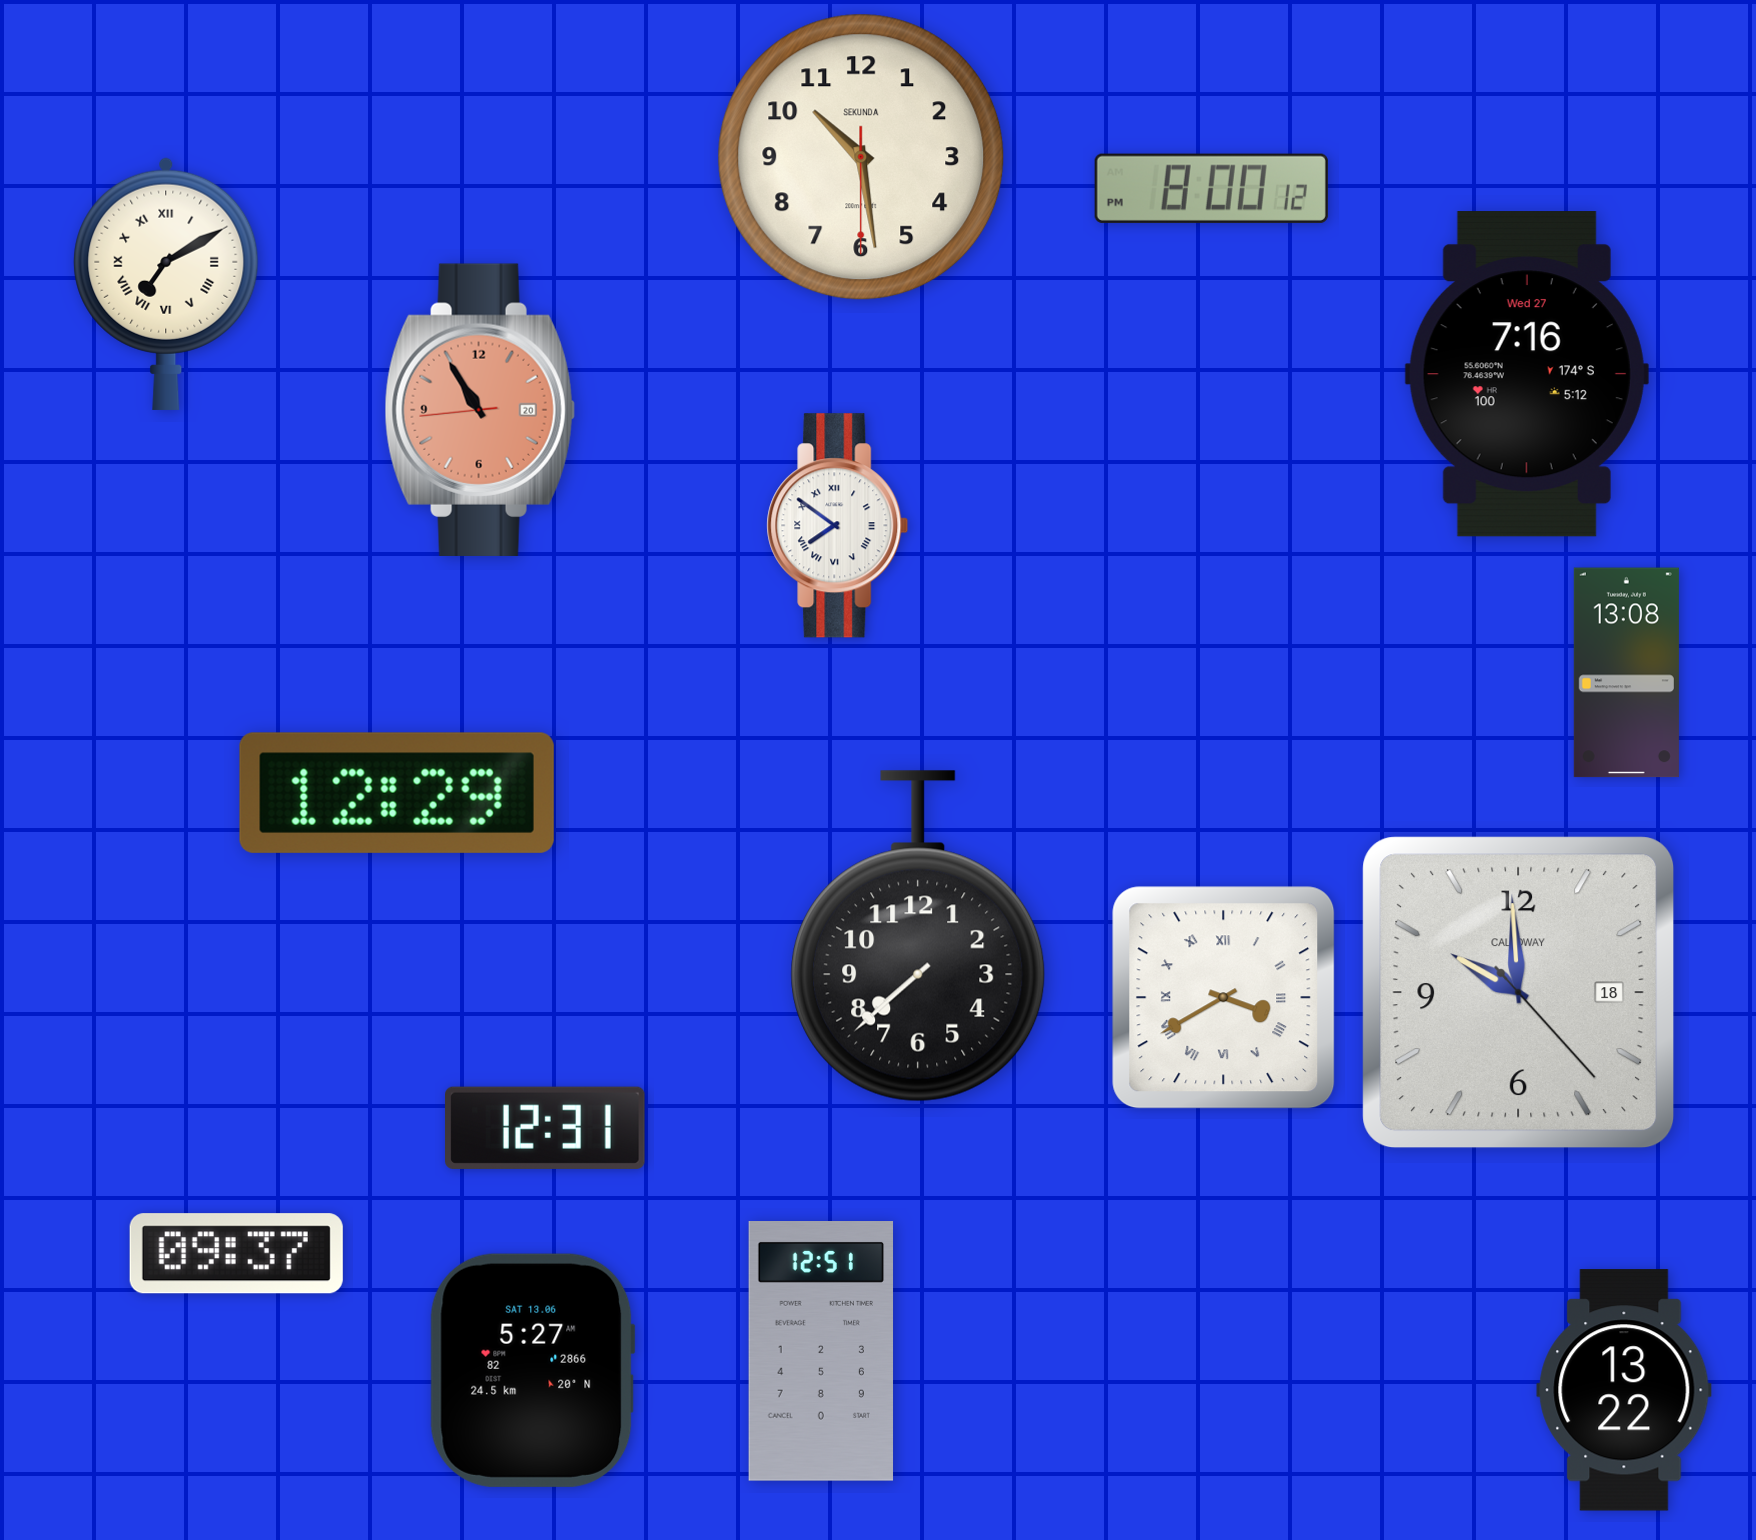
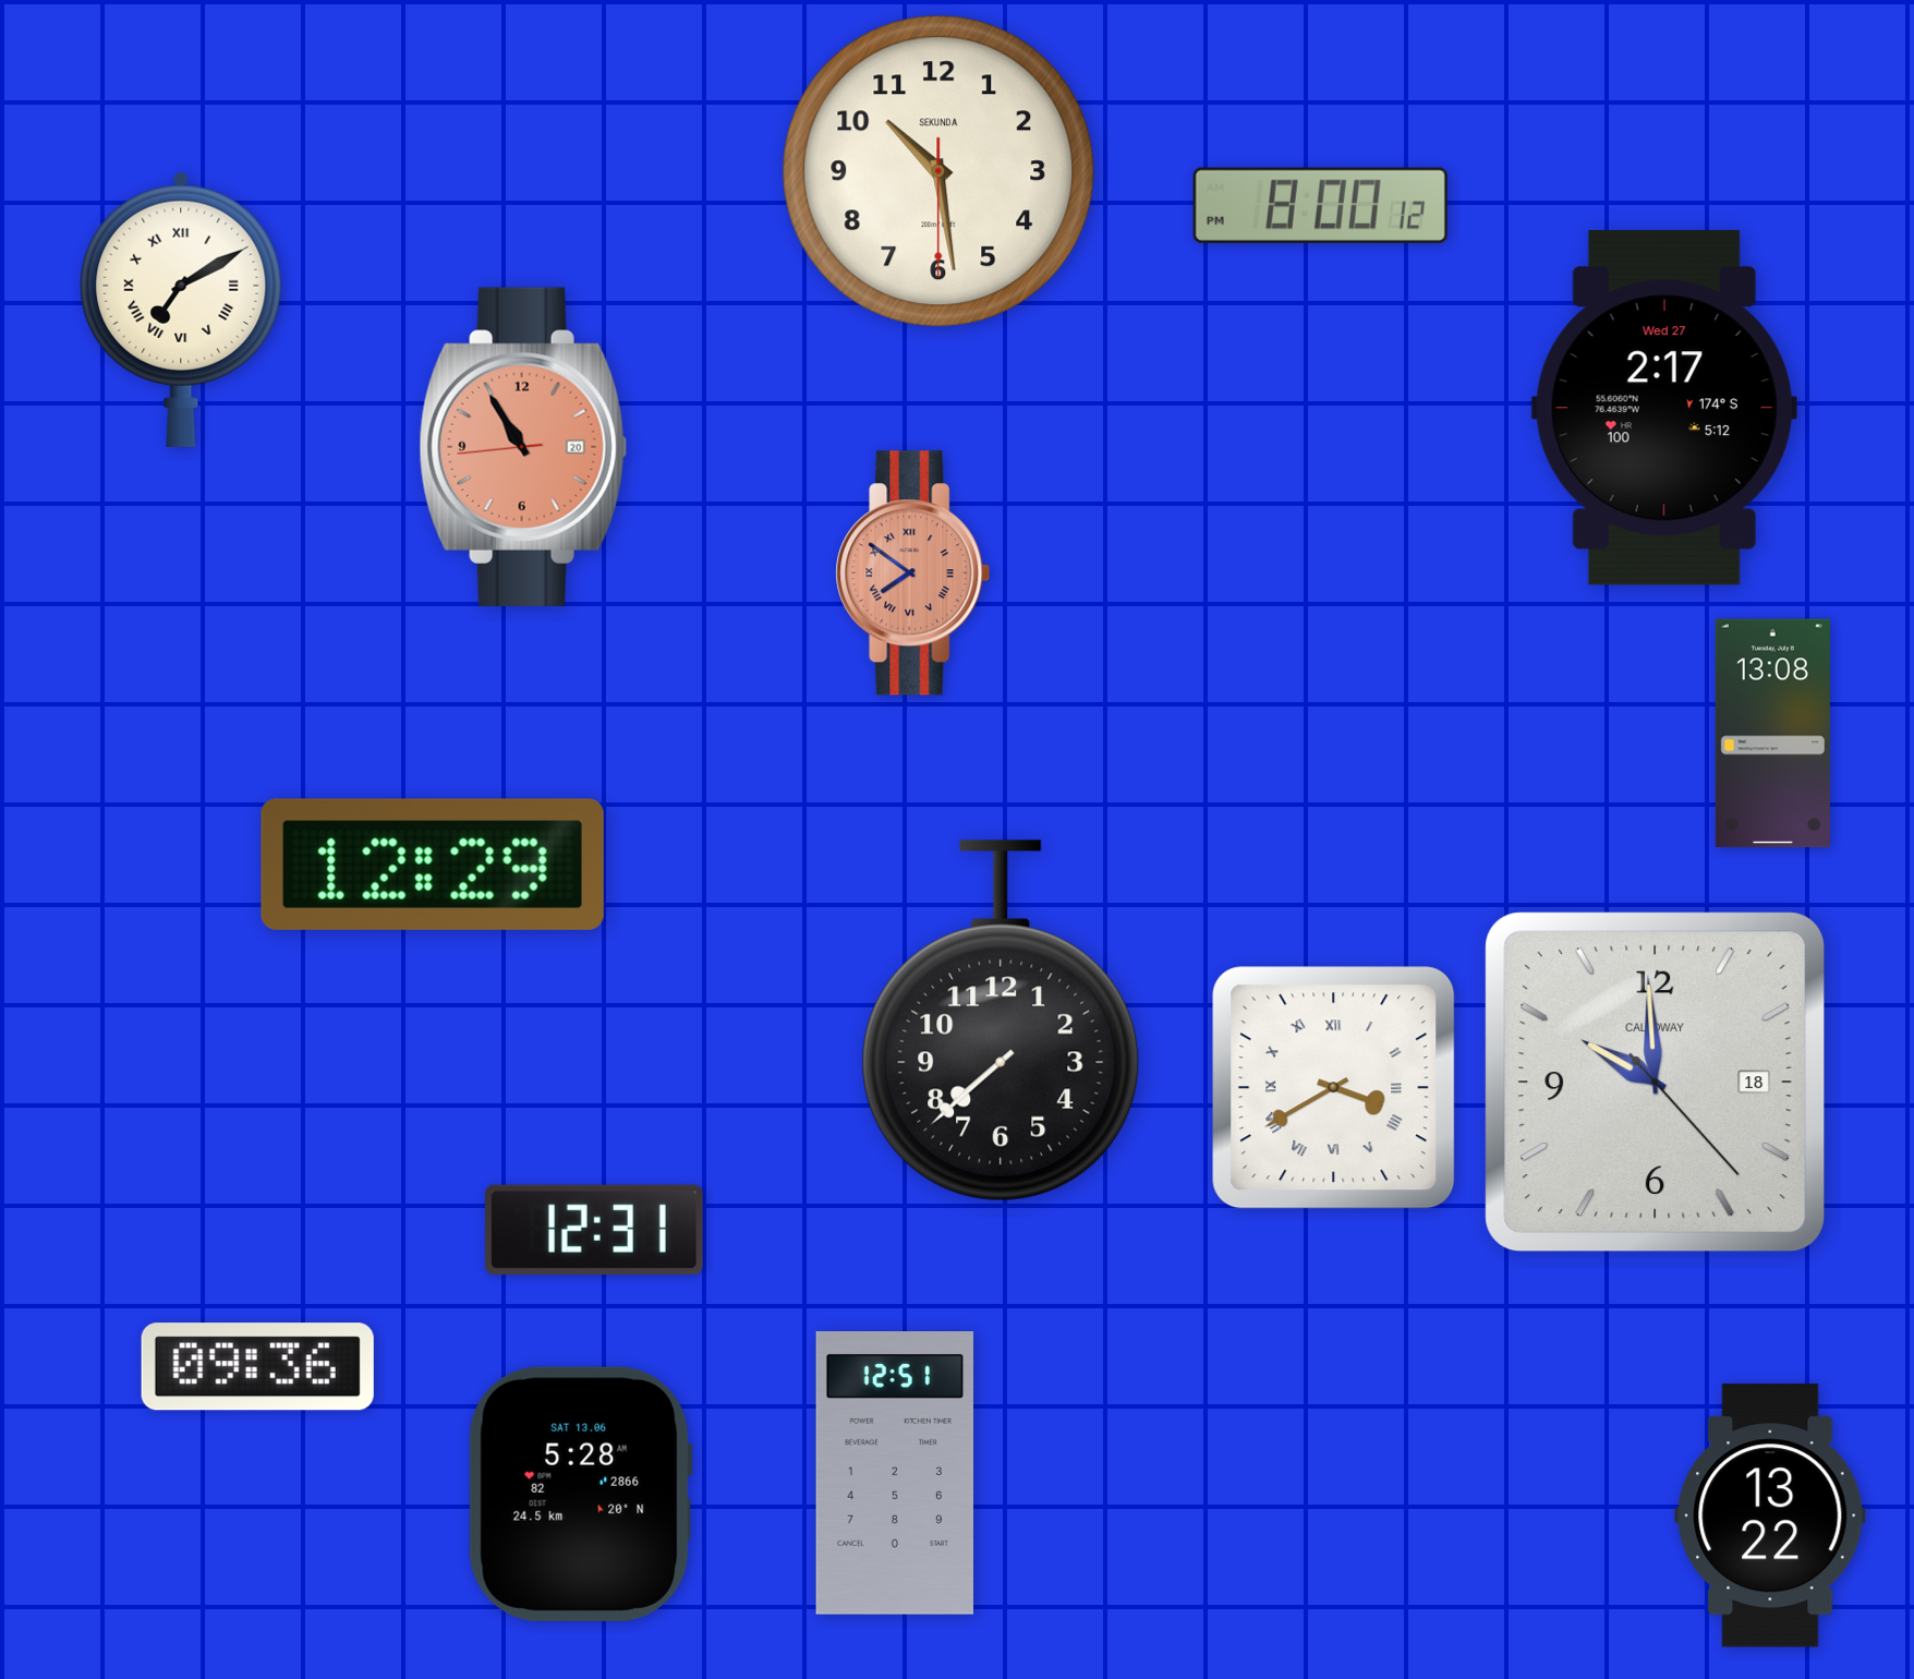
clock at (1527, 374): 7:16 -> 2:17
clock at (838, 526) dial: white -> salmon
clock at (236, 1254): 09:37 -> 09:36
clock at (532, 1370): 5:27 -> 5:28
